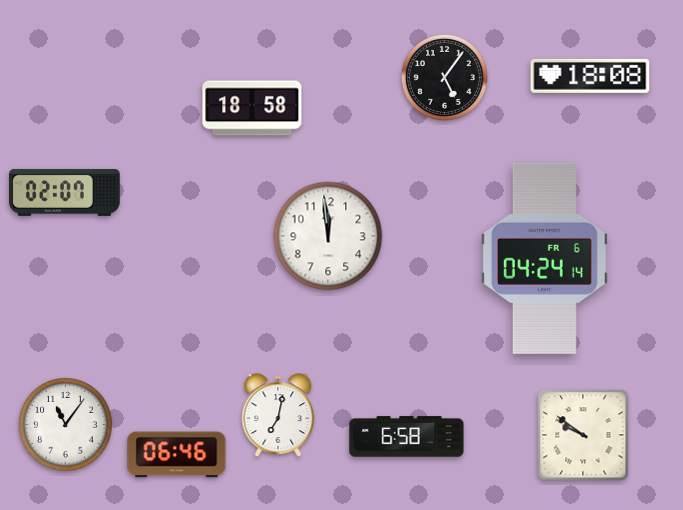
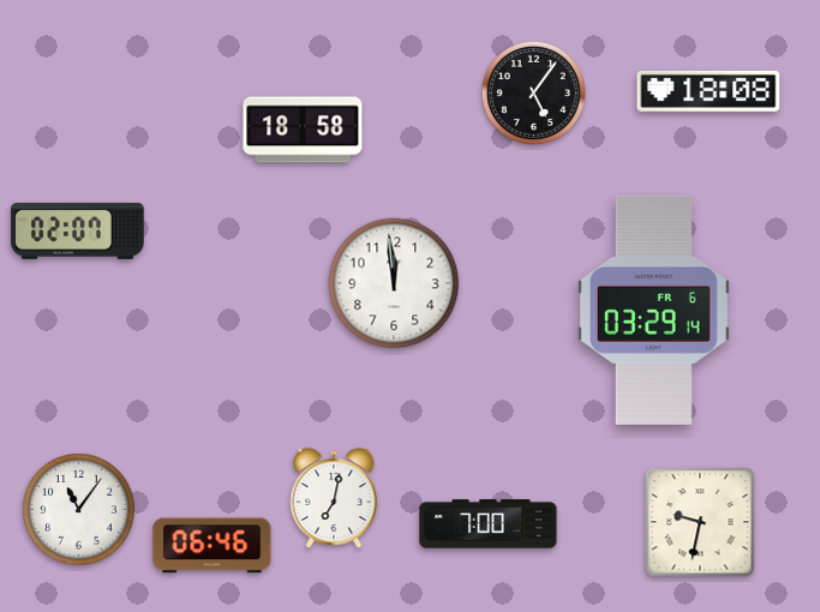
clock at (544, 258): 04:24 -> 03:29
clock at (583, 435): 9:51 -> 9:32
clock at (407, 437): 6:58 -> 7:00
